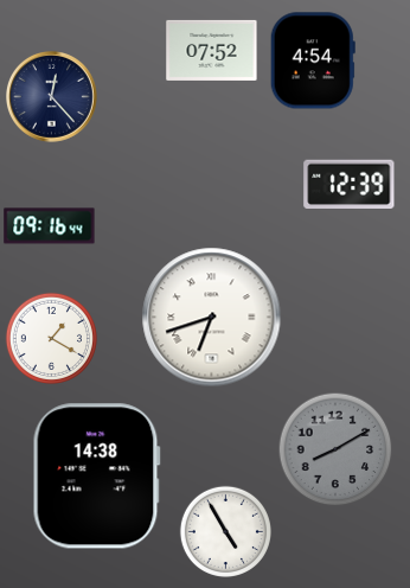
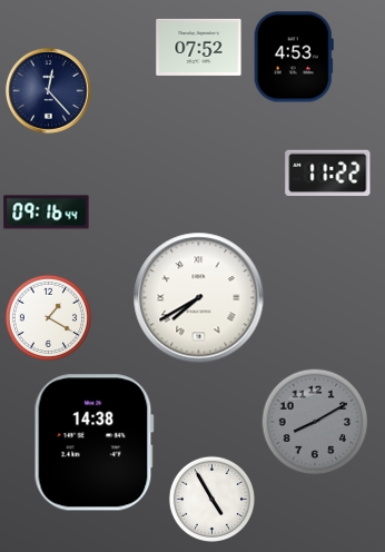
clock at (313, 60): 4:54 -> 4:53
clock at (350, 185): 12:39 -> 11:22
clock at (212, 318): 6:42 -> 7:40
clock at (96, 477) position: (96, 477) -> (93, 443)
